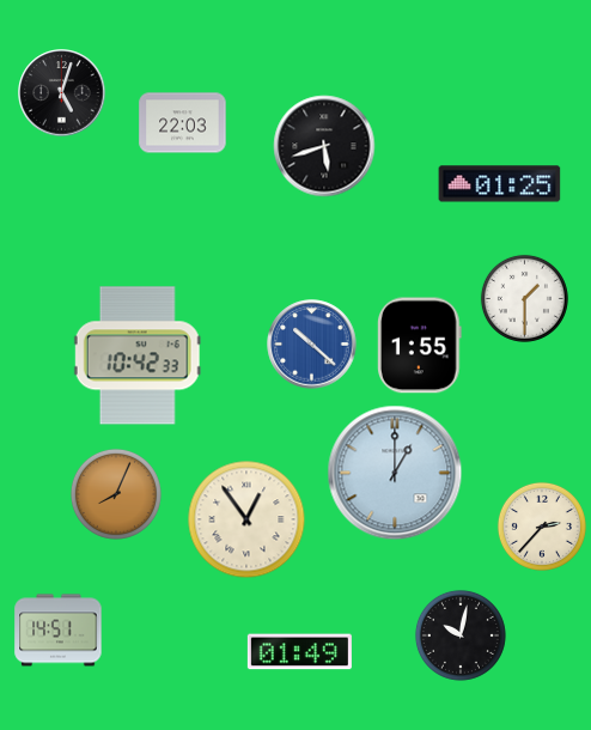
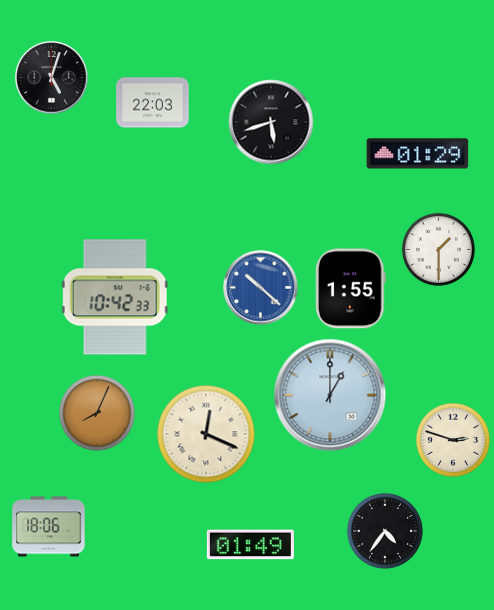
clock at (500, 184): 01:25 -> 01:29
clock at (246, 519): 12:54 -> 12:19
clock at (542, 527): 2:37 -> 2:48
clock at (59, 631): 14:51 -> 18:06
clock at (461, 635): 10:02 -> 4:36
